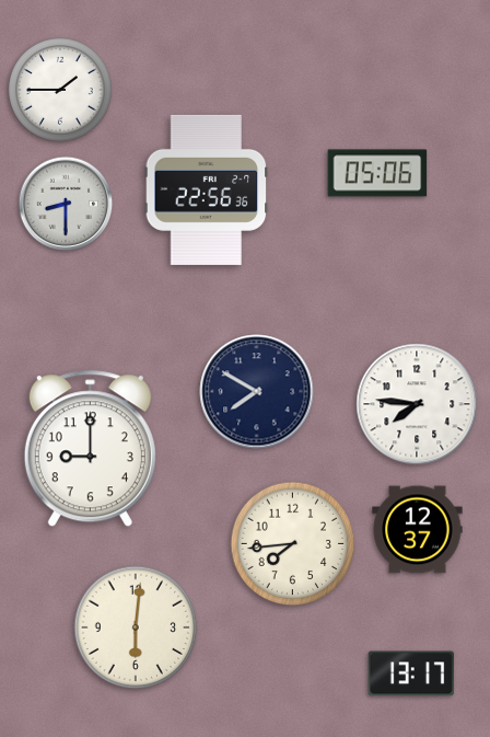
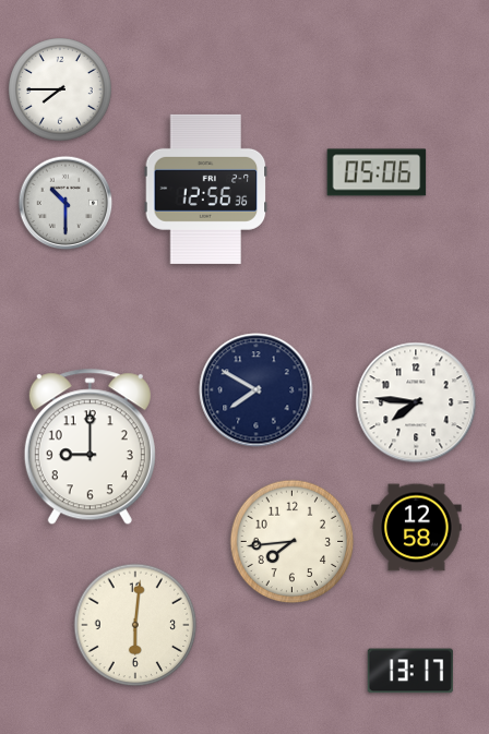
clock at (61, 91): 1:45 -> 7:45
clock at (207, 189): 22:56 -> 12:56
clock at (66, 204): 8:30 -> 10:30
clock at (418, 530): 12:37 -> 12:58
